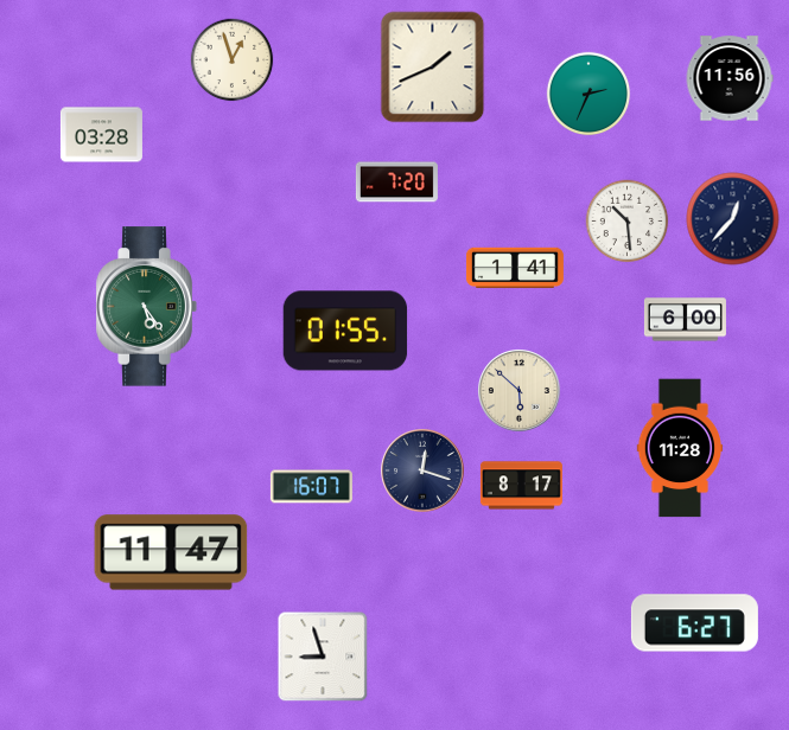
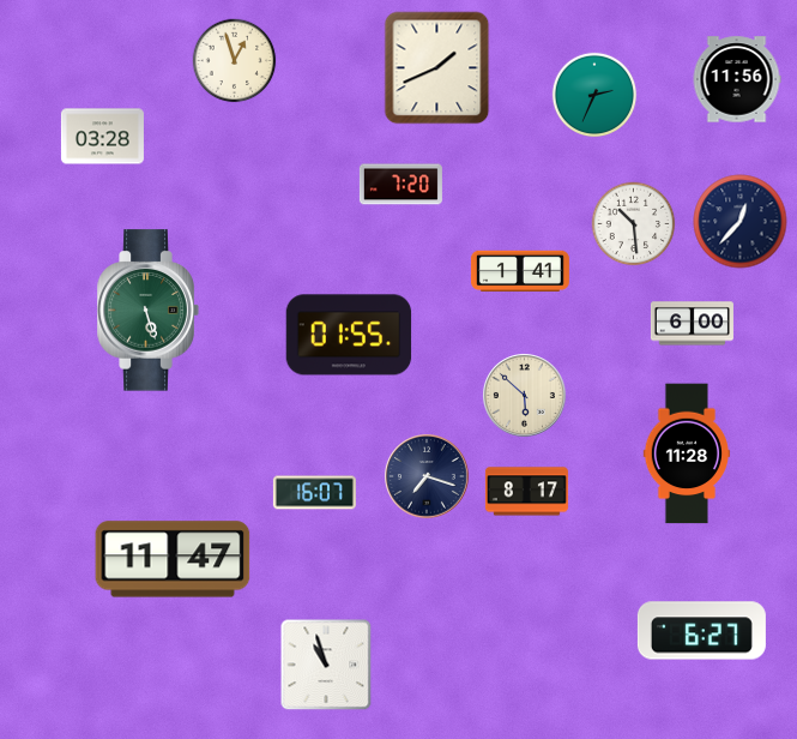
clock at (146, 307): 5:24 -> 5:27
clock at (422, 470): 12:18 -> 7:18
clock at (323, 657): 8:57 -> 10:57
